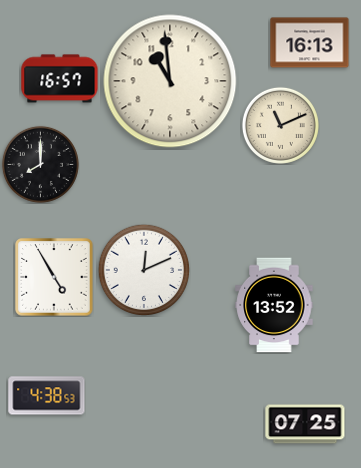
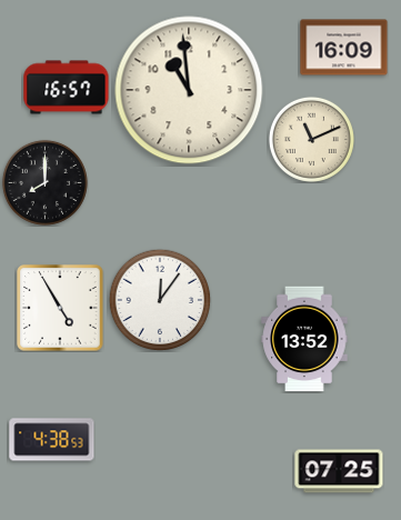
clock at (310, 43): 16:13 -> 16:09
clock at (144, 270): 12:11 -> 12:06
